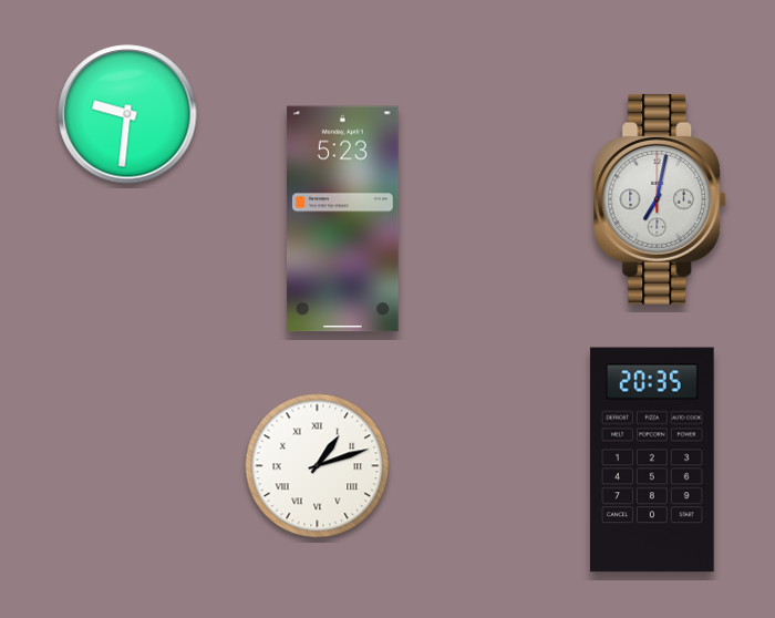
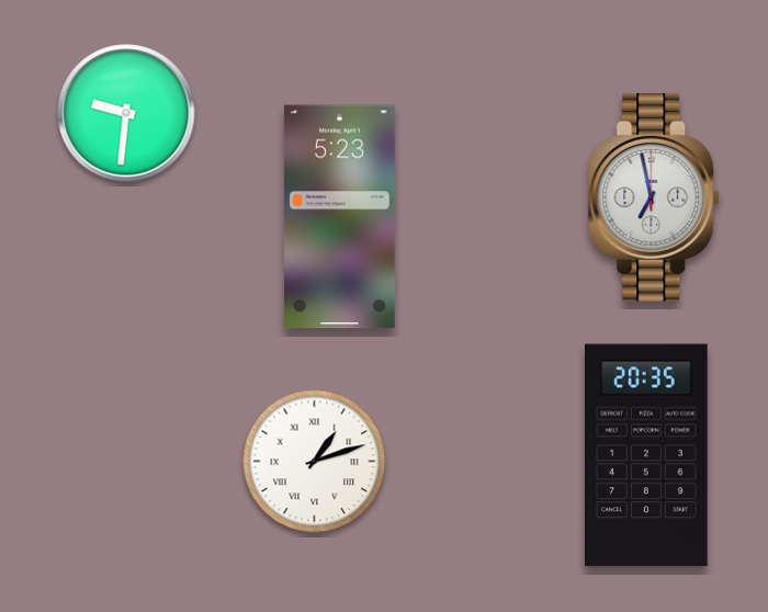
clock at (660, 200): 7:02 -> 6:58
